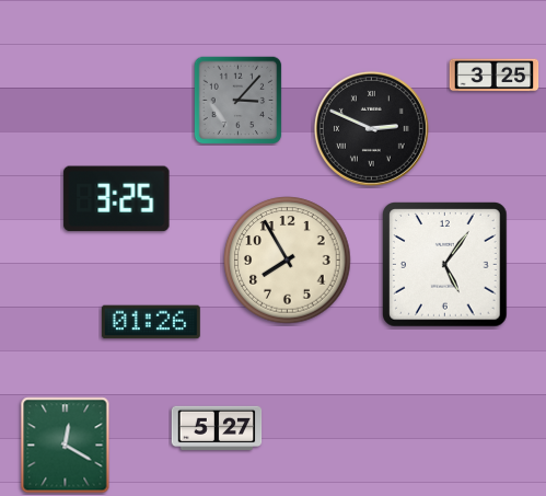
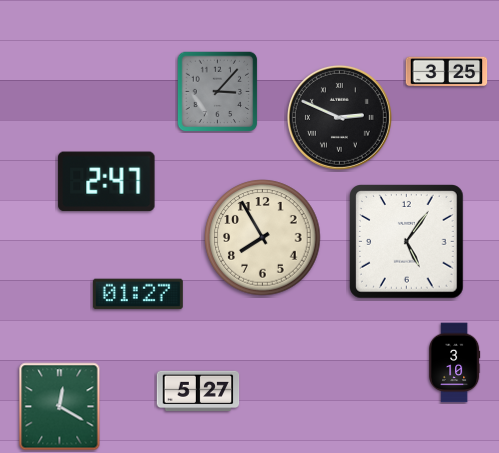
clock at (495, 76) position: (495, 76) -> (447, 72)
clock at (117, 199): 3:25 -> 2:47
clock at (151, 322): 01:26 -> 01:27
clock at (455, 363): none -> 3:10
